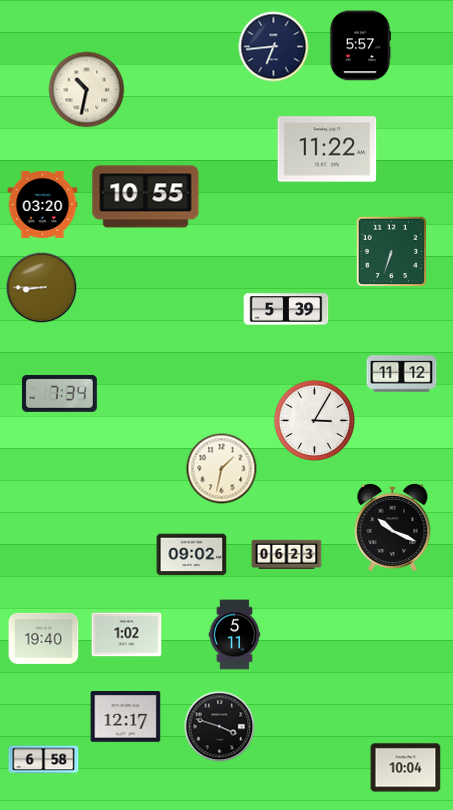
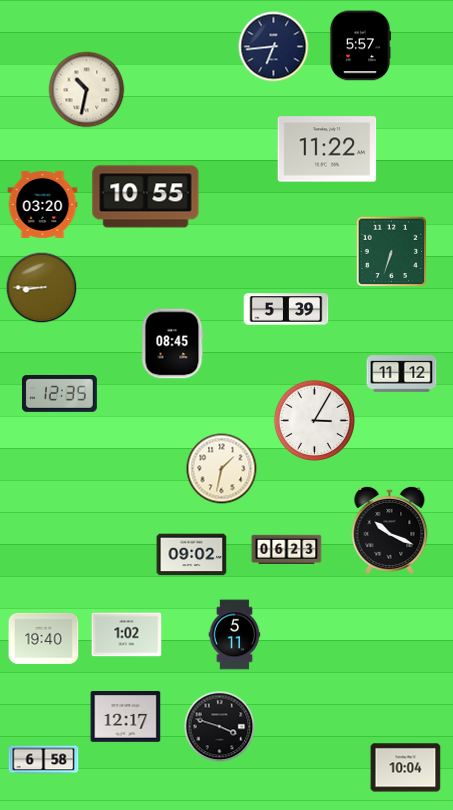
clock at (172, 344): none -> 08:45
clock at (59, 393): 7:34 -> 12:35
clock at (393, 527) position: (393, 527) -> (390, 530)
clock at (287, 554) position: (287, 554) -> (287, 549)
